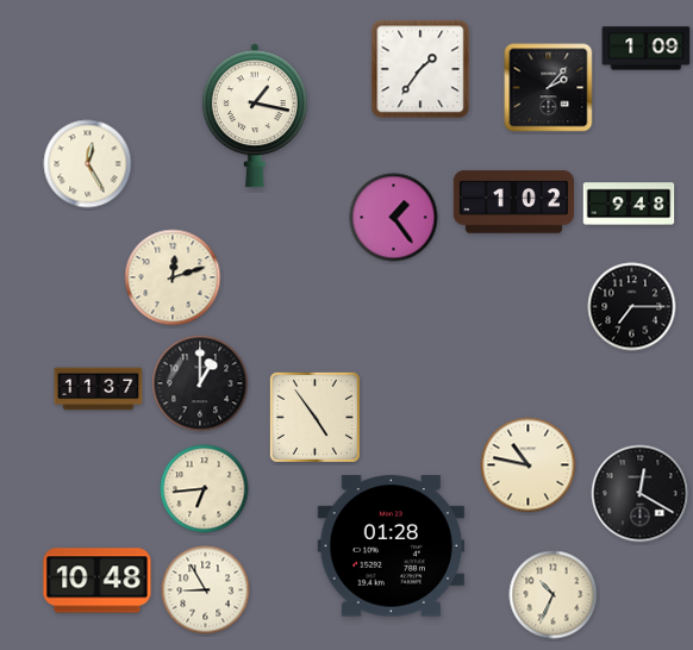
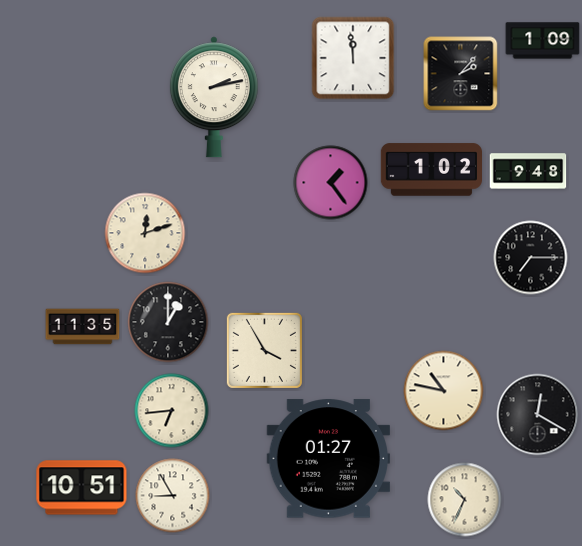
clock at (420, 69): 1:36 -> 11:59
clock at (255, 115): 1:17 -> 2:13
clock at (88, 164): 12:25 -> none
clock at (99, 389): 11:37 -> 11:35
clock at (314, 417): 4:54 -> 3:55
clock at (391, 546): 01:28 -> 01:27
clock at (98, 581): 10:48 -> 10:51
